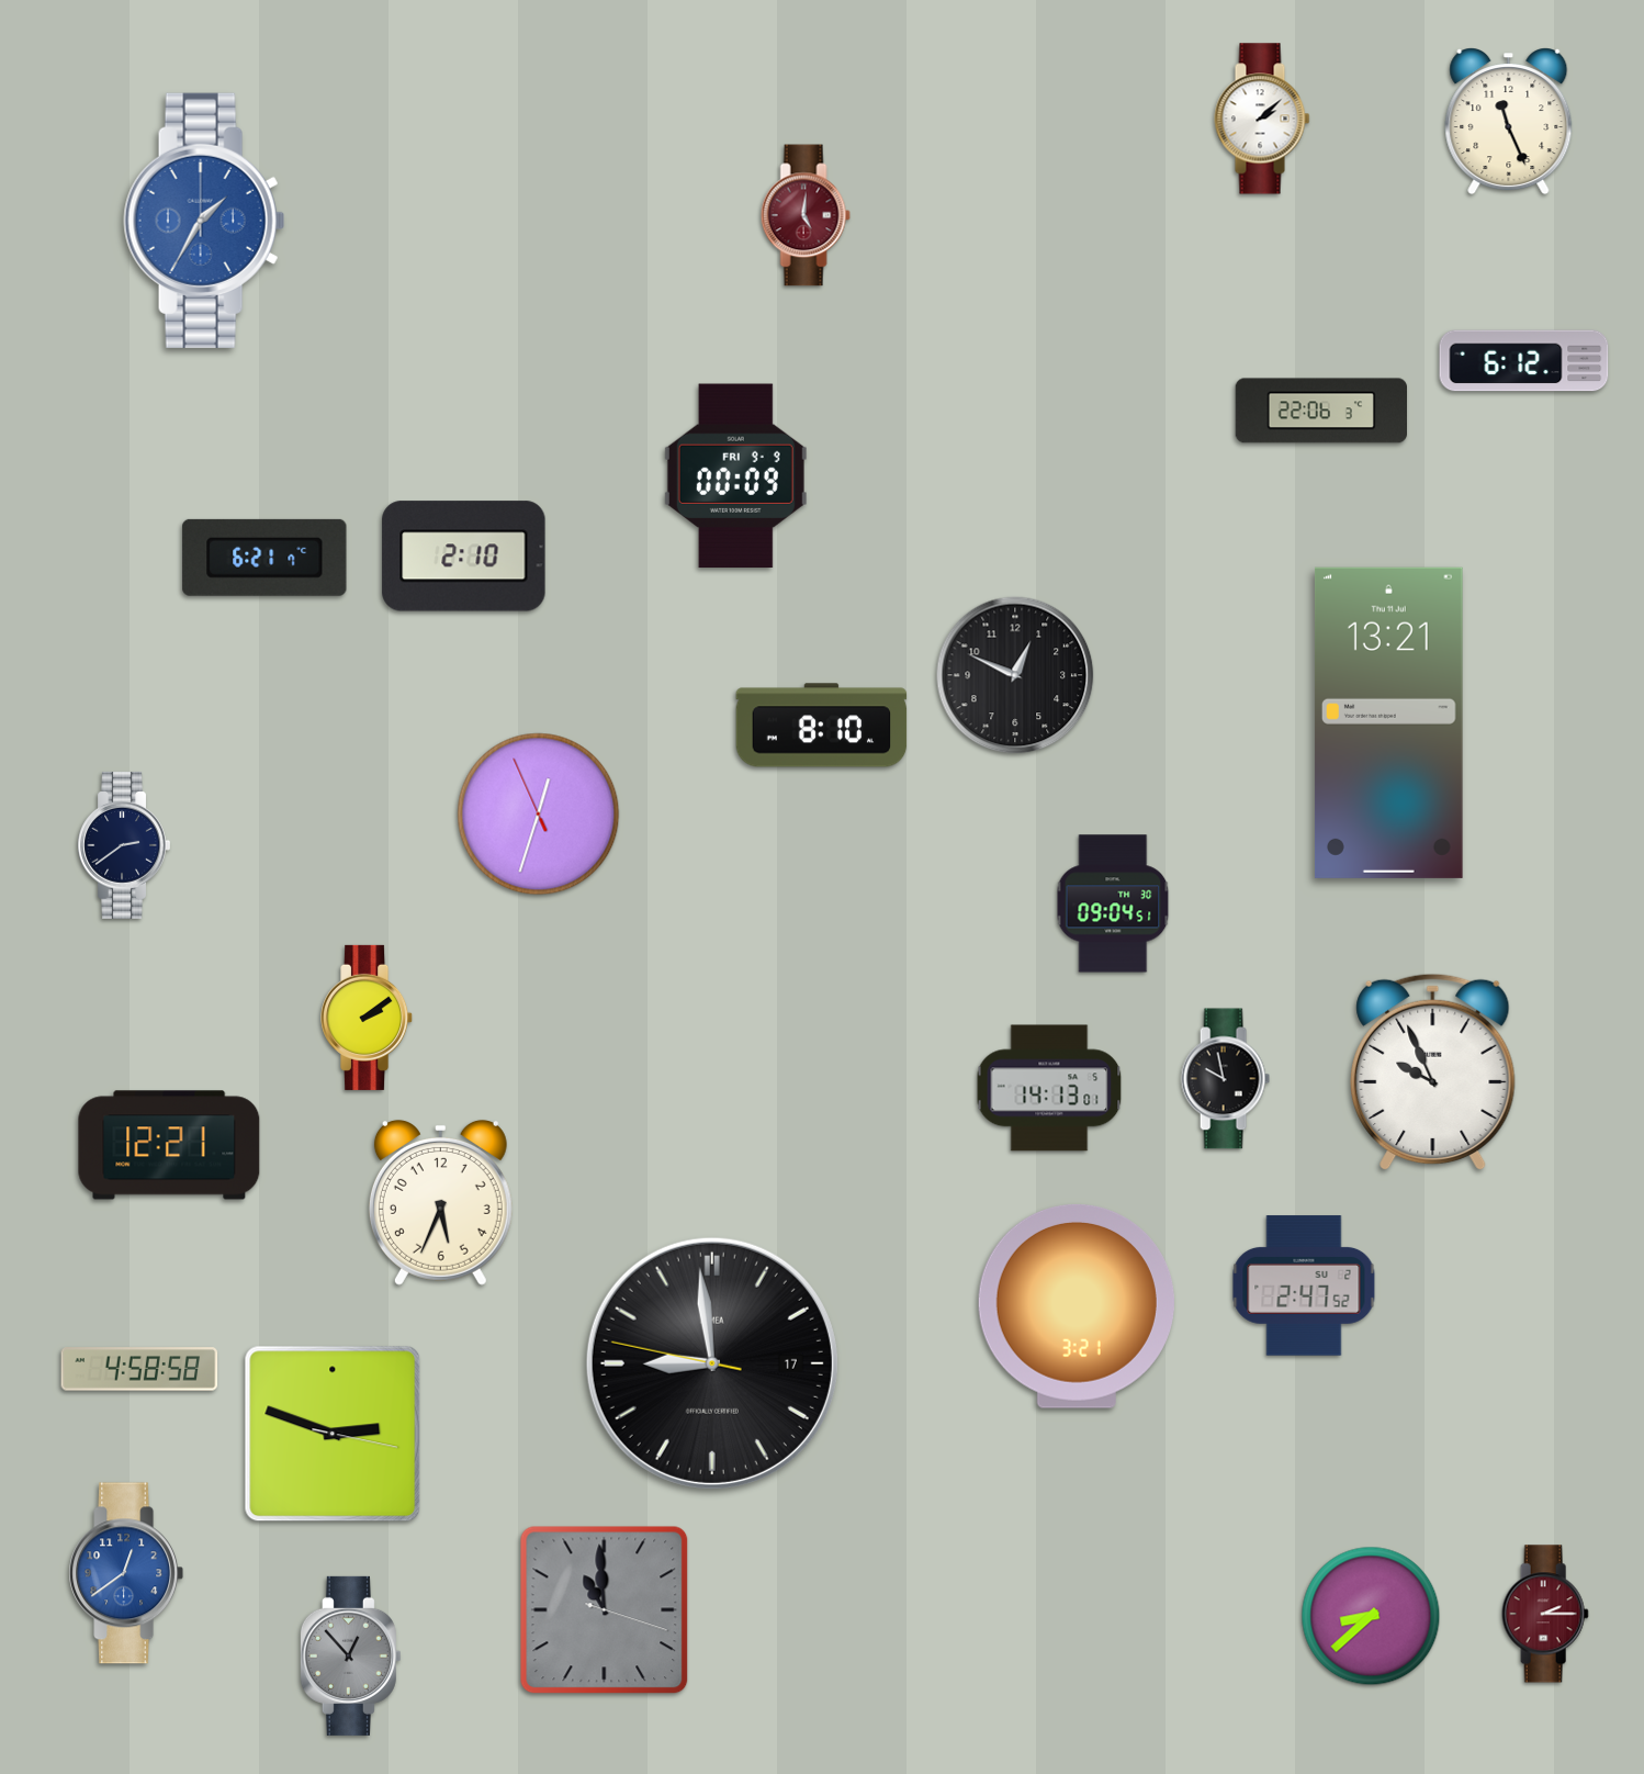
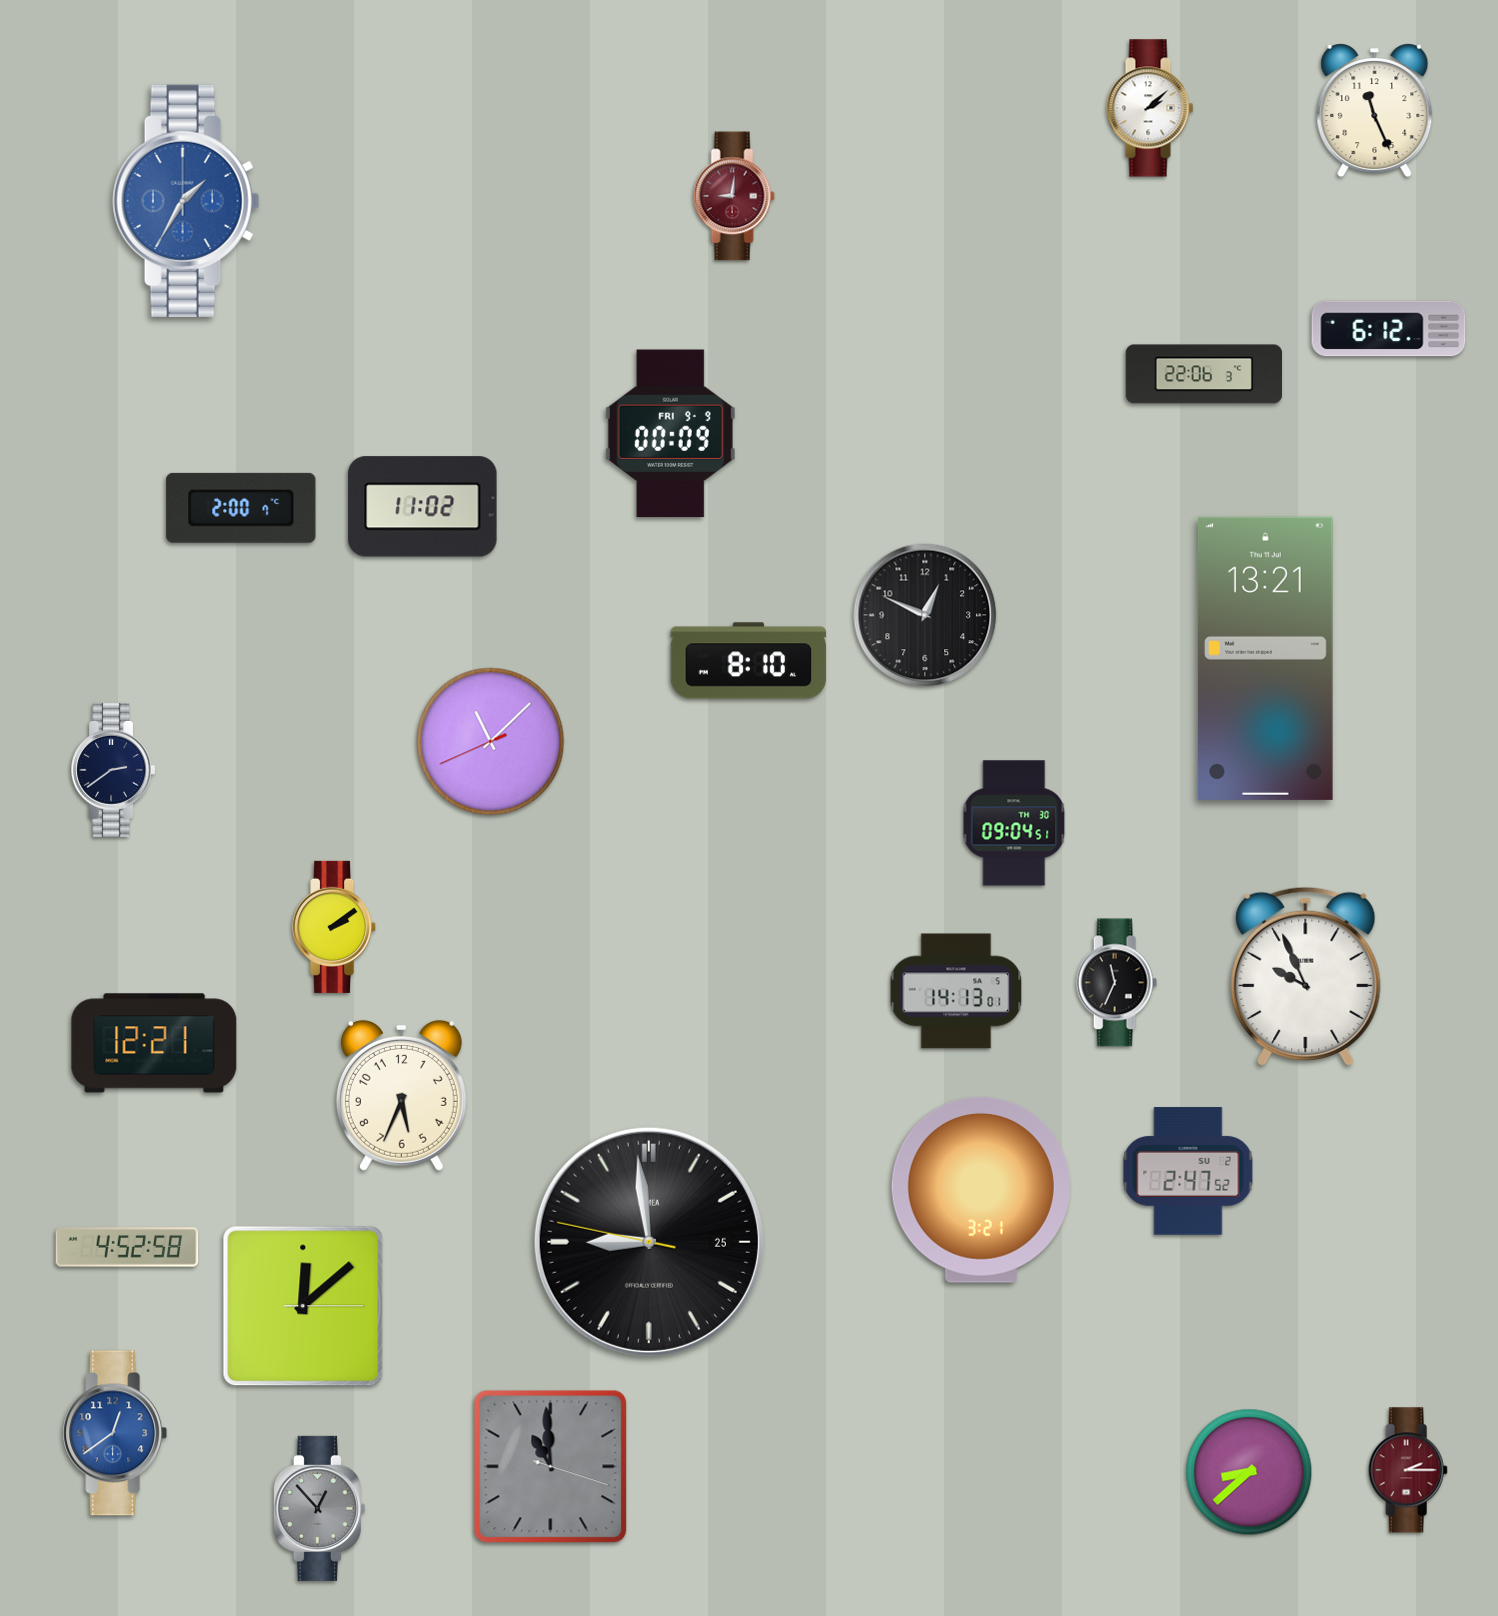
clock at (806, 215): 5:01 -> 9:01
clock at (464, 557): 2:10 -> 11:02
clock at (264, 558): 6:21 -> 2:00
clock at (539, 815): 12:32 -> 11:07
clock at (1225, 1079): 9:58 -> 11:34
clock at (712, 1363) date: 17 -> 25
clock at (139, 1369): 4:58 -> 4:52
clock at (333, 1434): 2:48 -> 12:08
